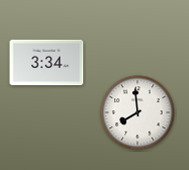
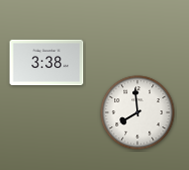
clock at (47, 63): 3:34 -> 3:38
